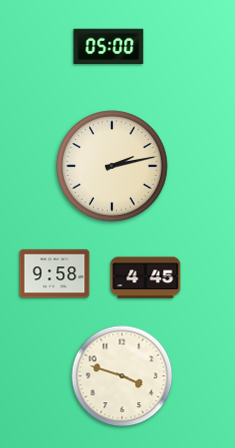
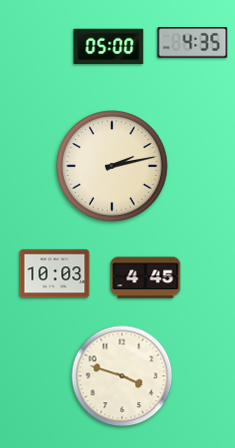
clock at (193, 43): none -> 4:35
clock at (55, 274): 9:58 -> 10:03
